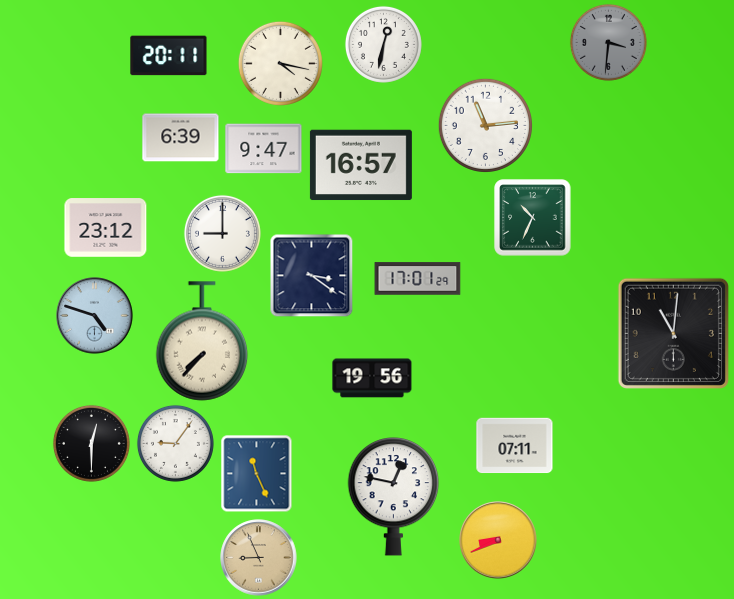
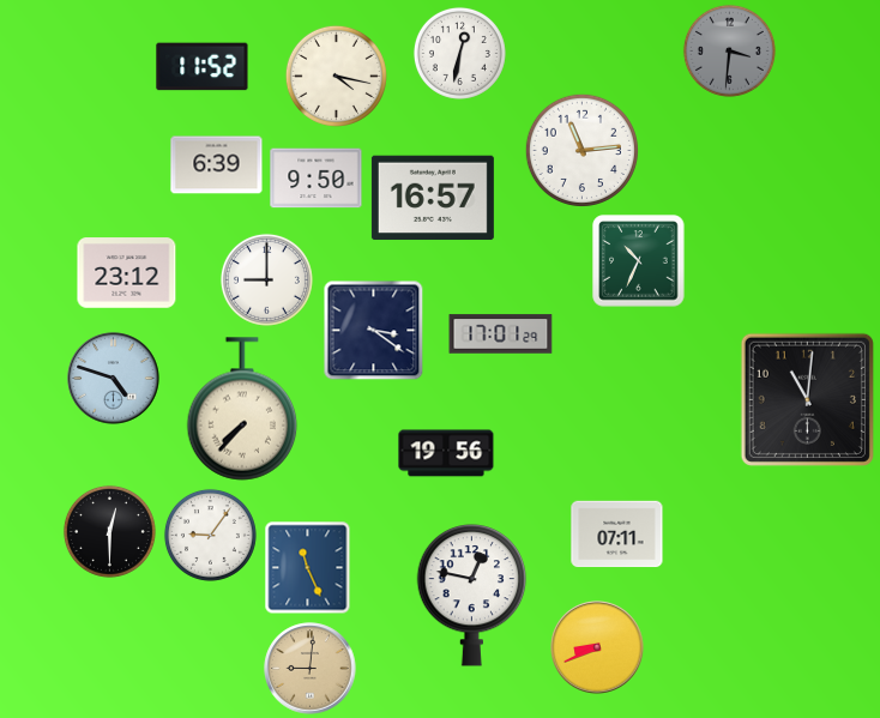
clock at (169, 56): 20:11 -> 11:52
clock at (264, 149): 9:47 -> 9:50
clock at (175, 443) position: (175, 443) -> (210, 535)
clock at (259, 558): 8:56 -> 9:01
